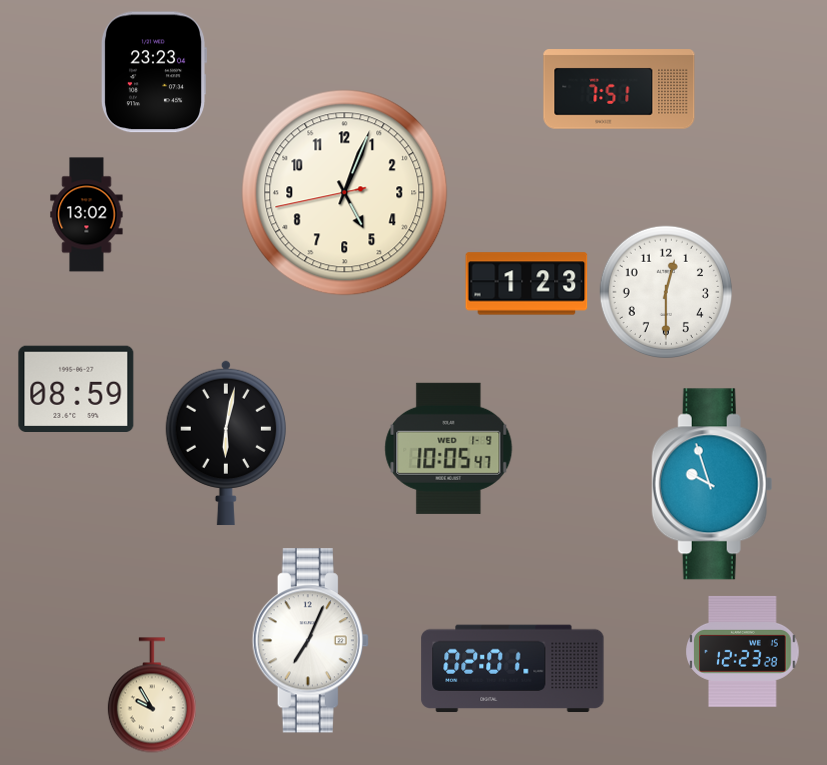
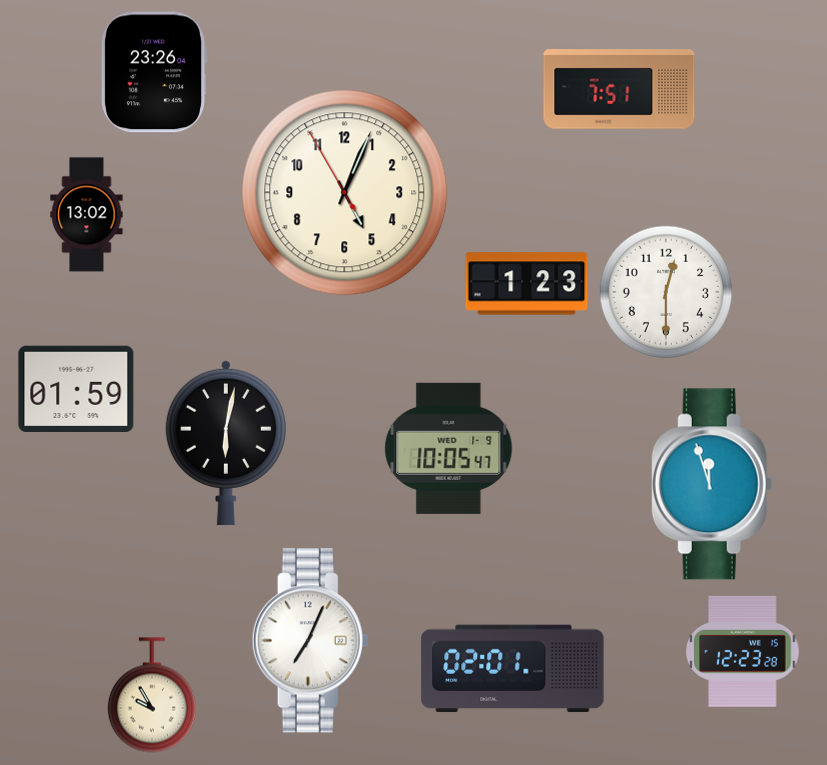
clock at (153, 72): 23:23 -> 23:26
clock at (345, 193): 5:03:43 -> 5:03:55
clock at (76, 388): 08:59 -> 01:59
clock at (712, 484): 9:57 -> 11:57
